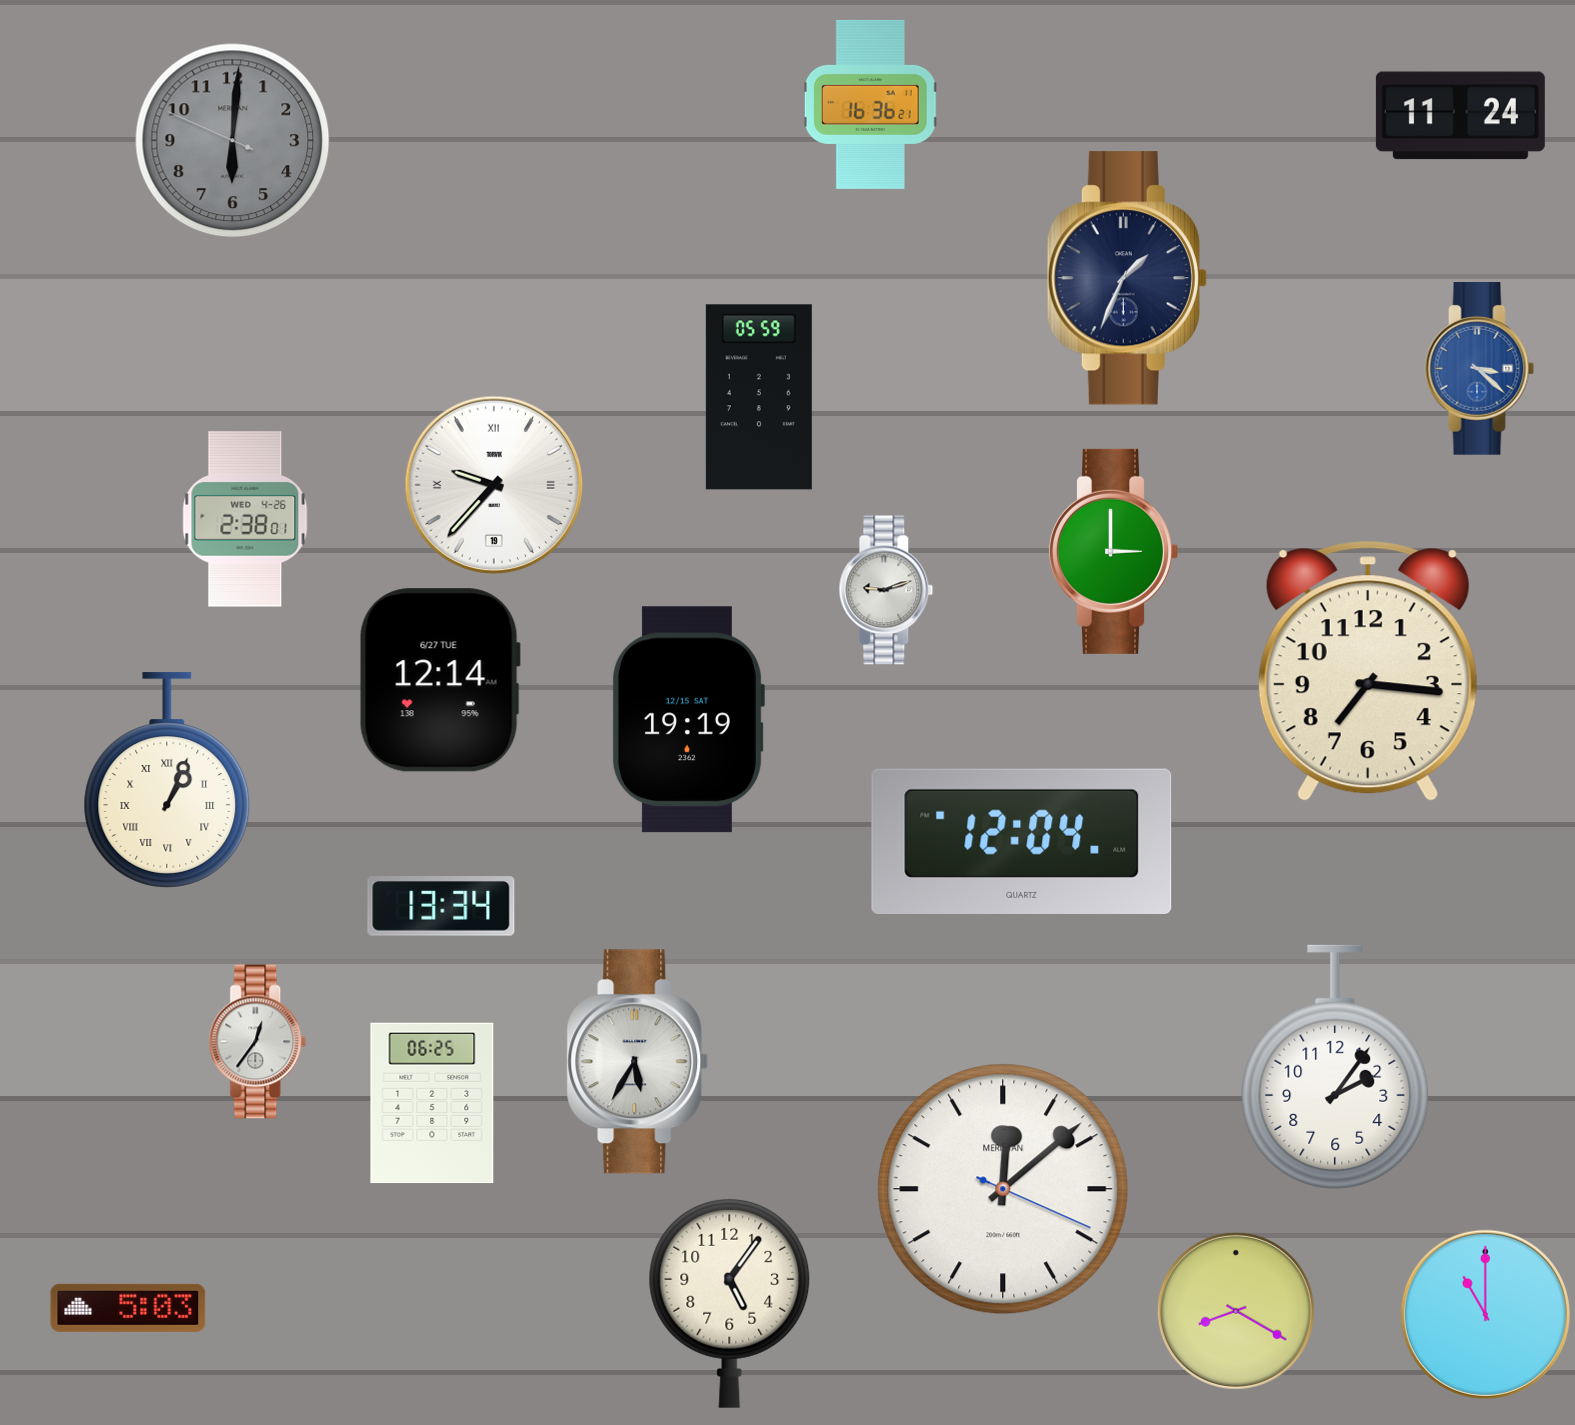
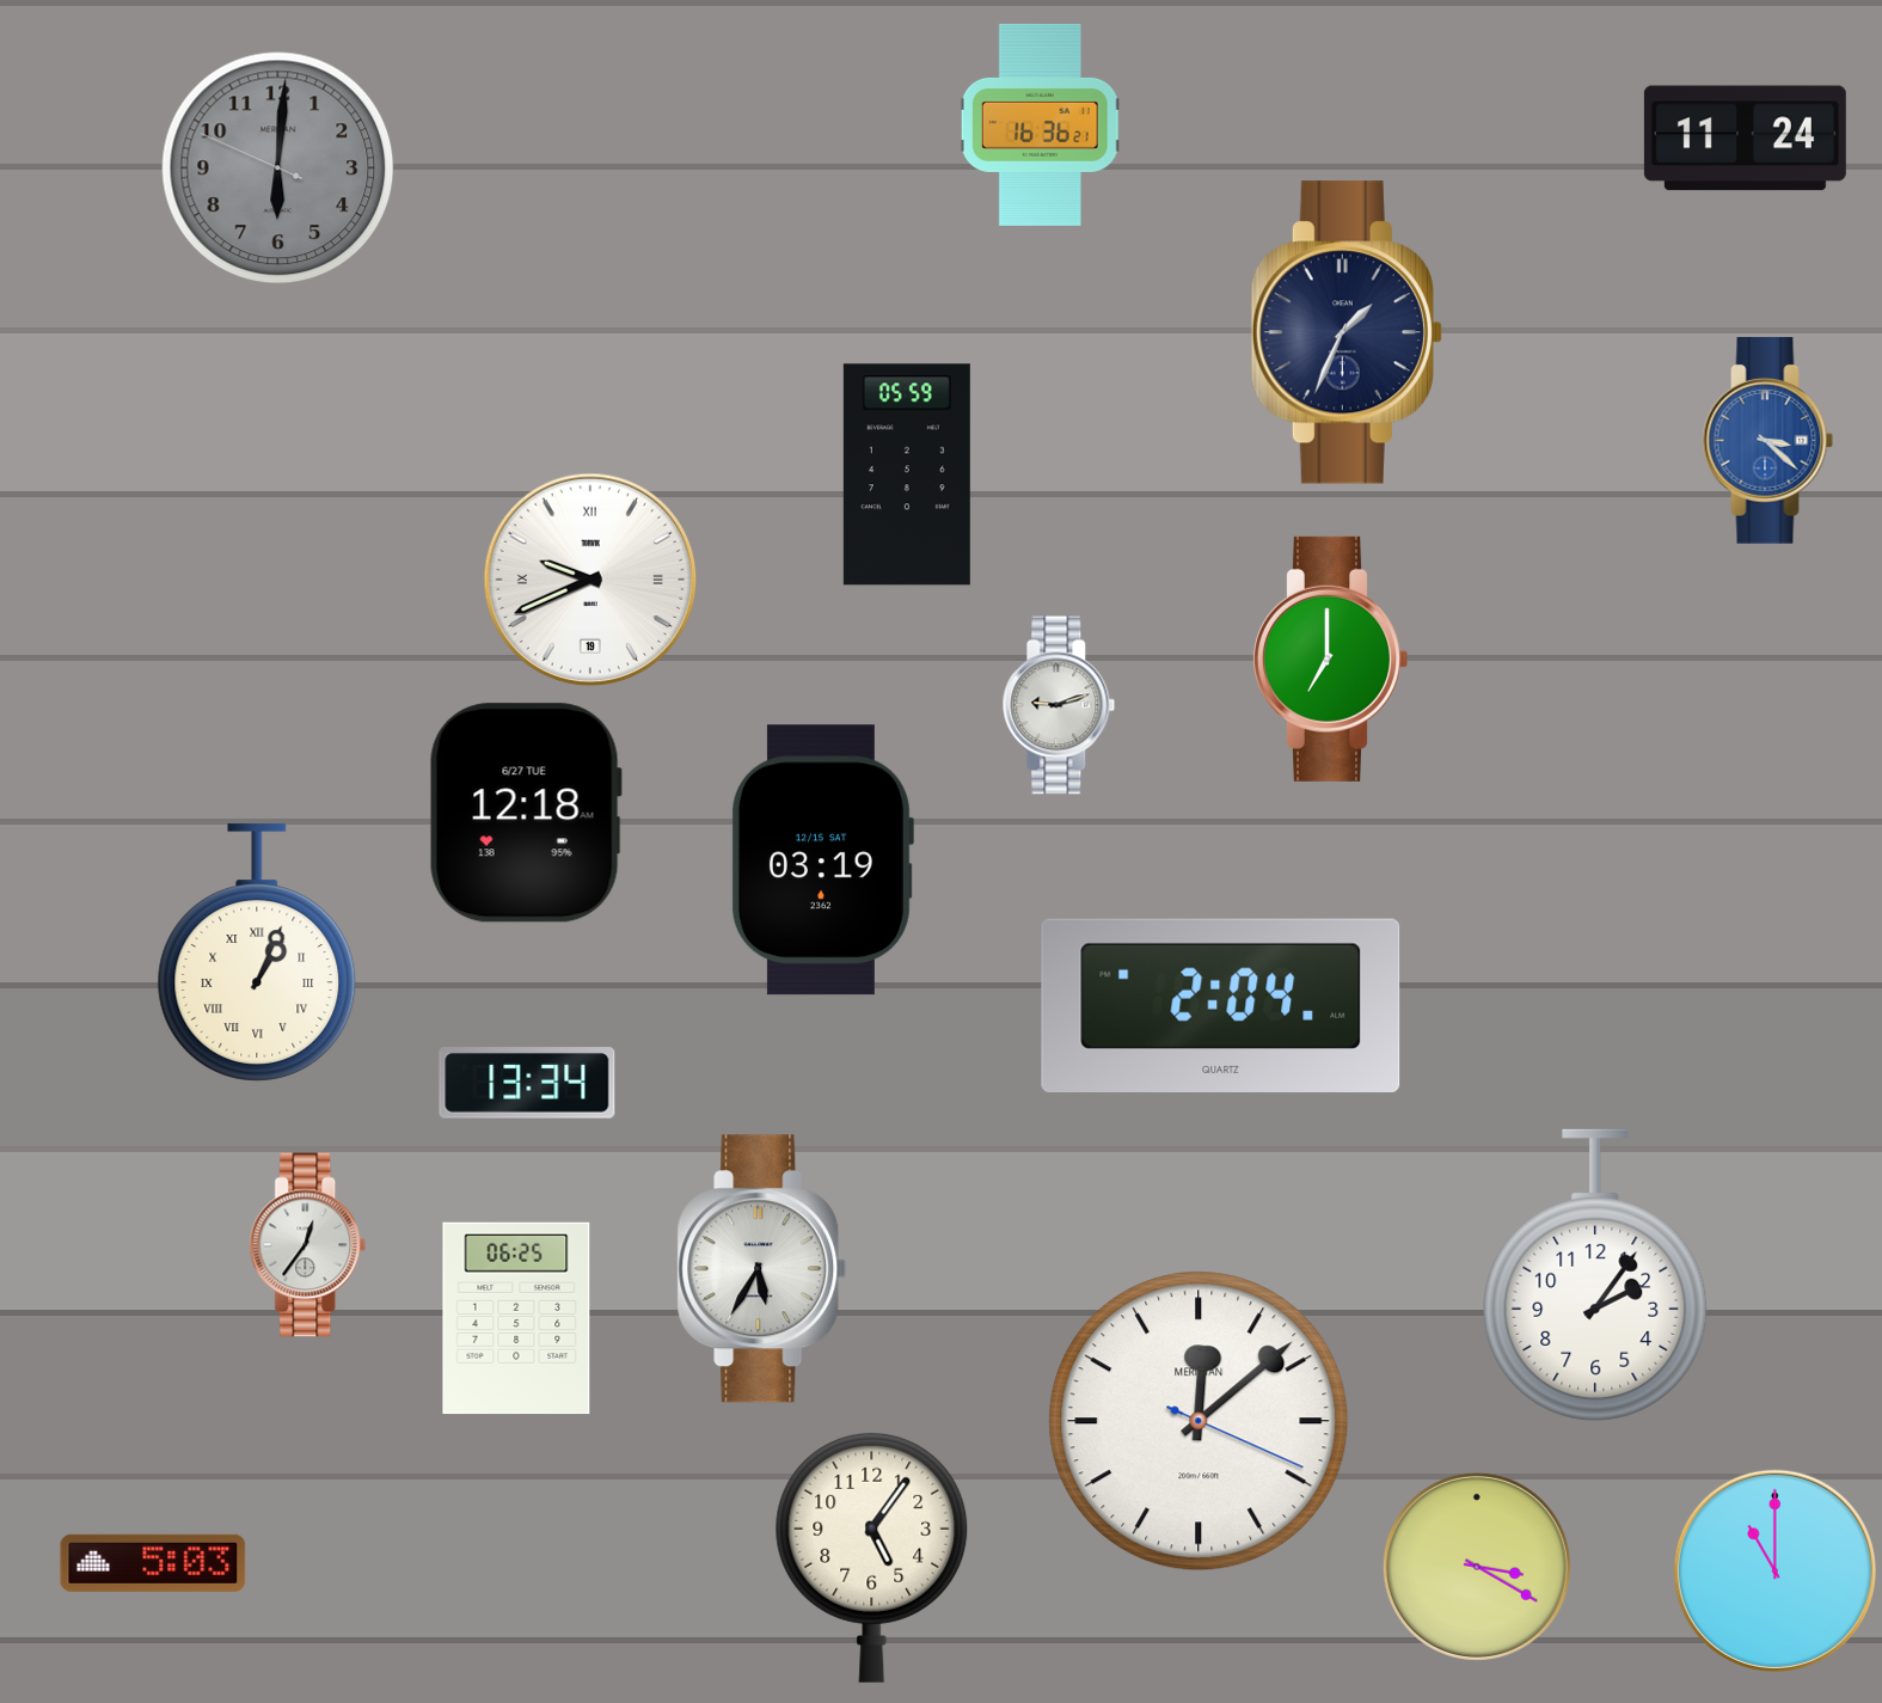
clock at (494, 485): 9:37 -> 9:41
clock at (245, 519): 2:38 -> none
clock at (1114, 551): 3:00 -> 7:00
clock at (1368, 671): 7:16 -> none
clock at (440, 680): 12:14 -> 12:18
clock at (688, 720): 19:19 -> 03:19
clock at (167, 780) position: (167, 780) -> (257, 952)
clock at (1022, 841): 12:04 -> 2:04
clock at (1236, 1311): 8:20 -> 3:20
